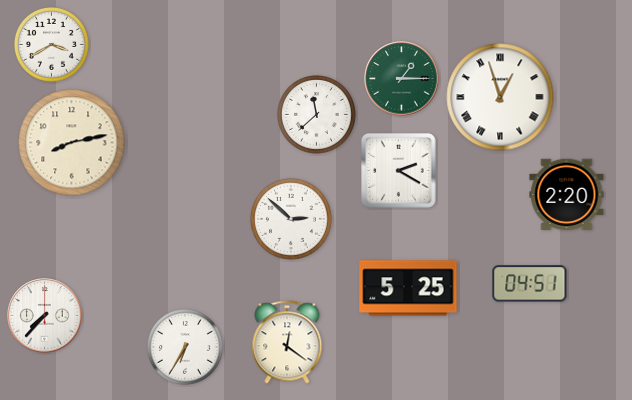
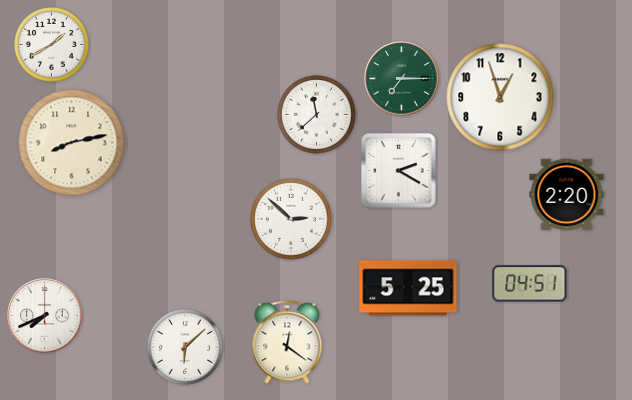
clock at (51, 44): 3:40 -> 1:40
clock at (402, 79): 1:15 -> 7:15
clock at (500, 97) numerals: Roman -> Arabic
clock at (45, 316): 7:37 -> 7:41
clock at (185, 347): 6:35 -> 6:08
